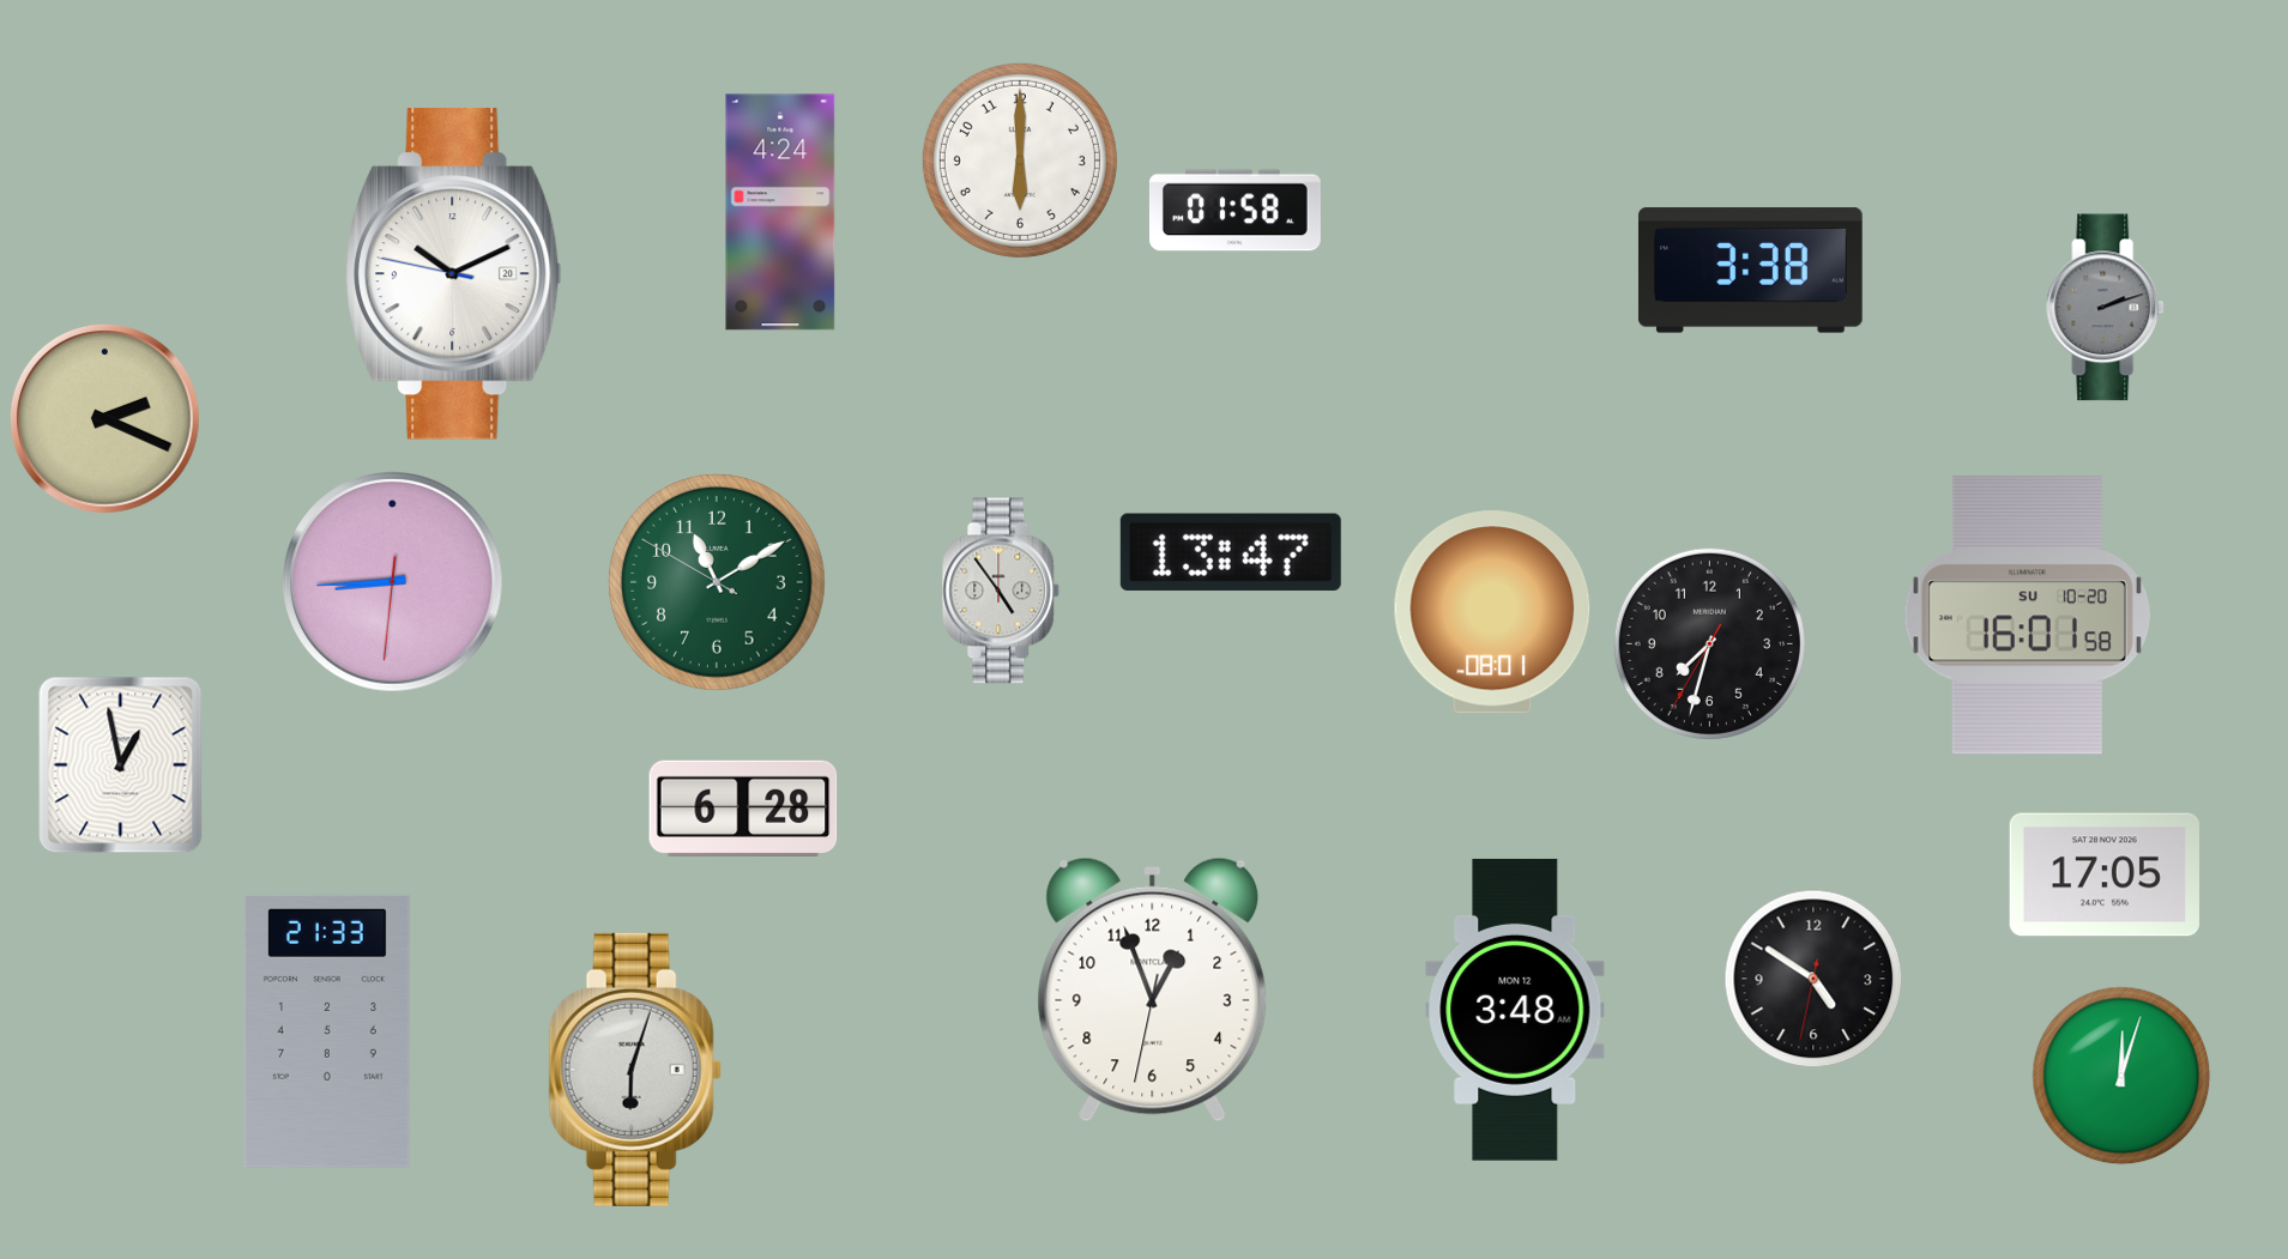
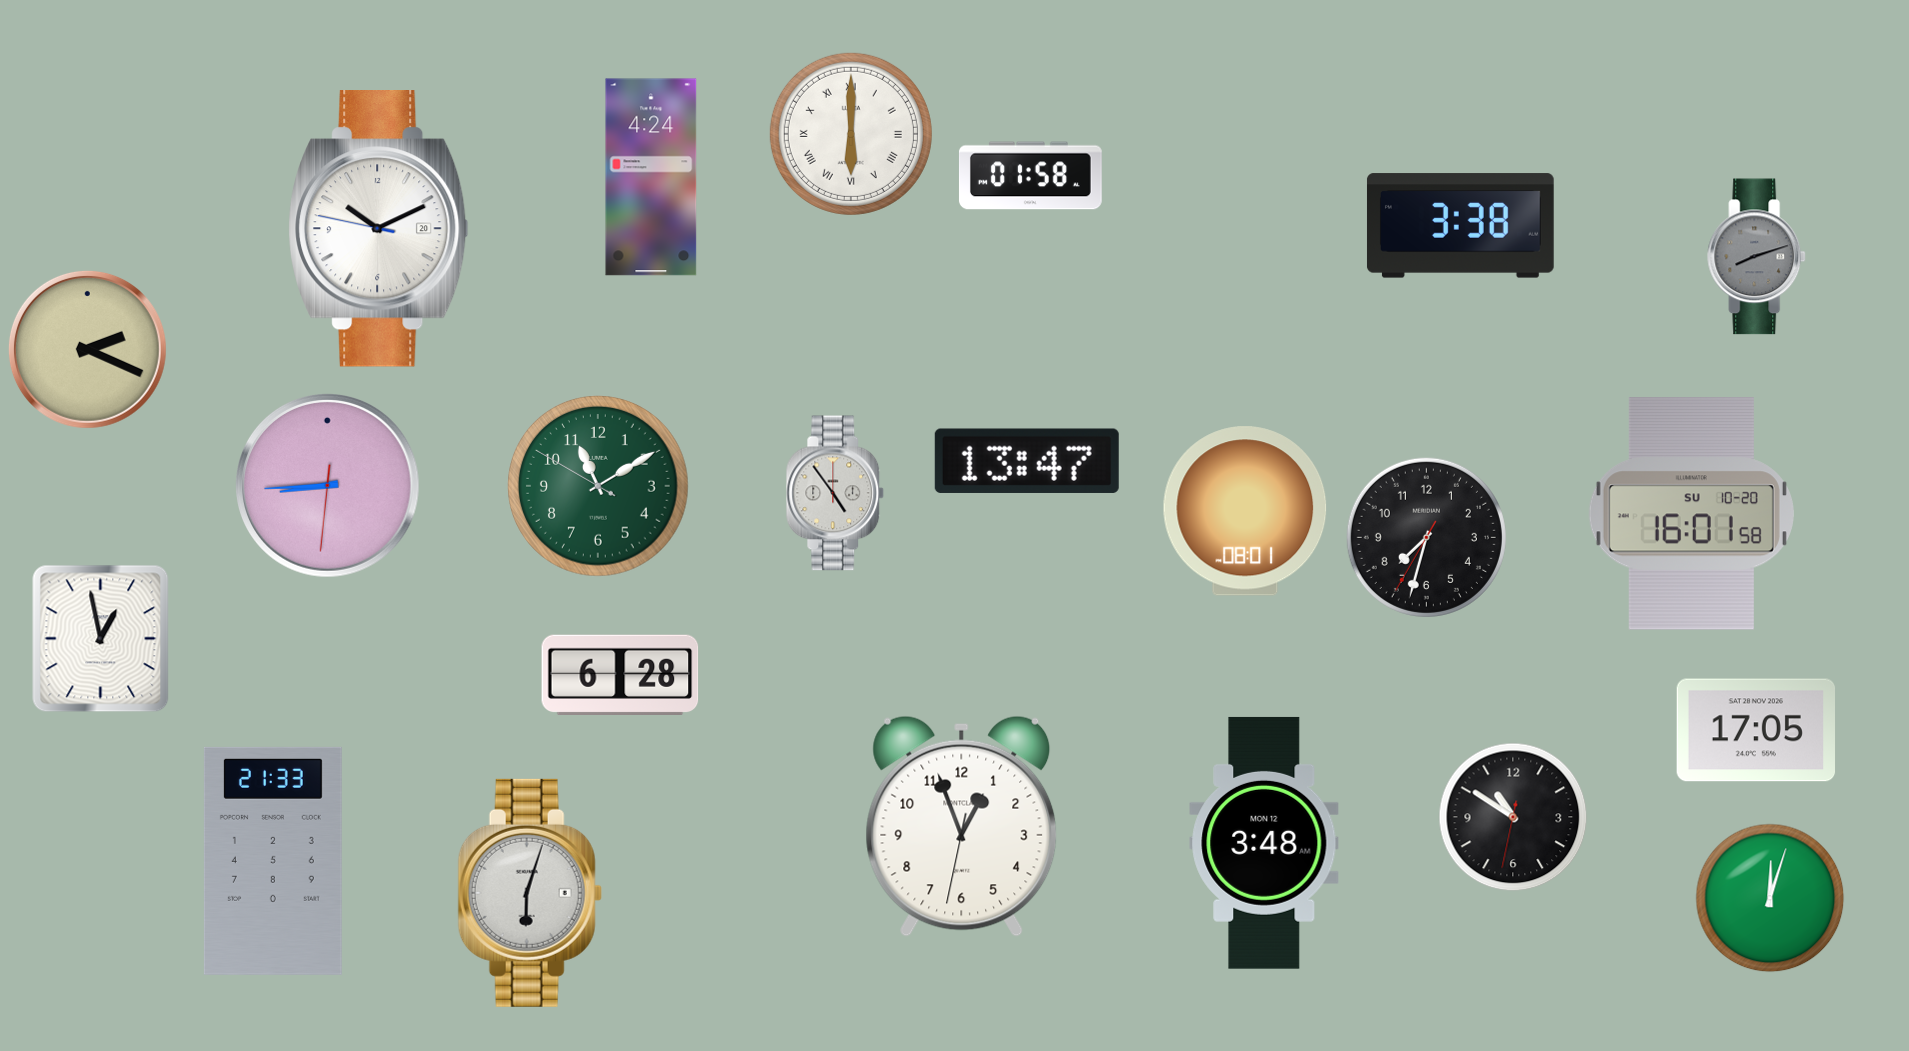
clock at (1020, 161) numerals: Arabic -> Roman
clock at (2106, 308): 2:12 -> 8:12
clock at (1813, 979): 4:50 -> 10:50
